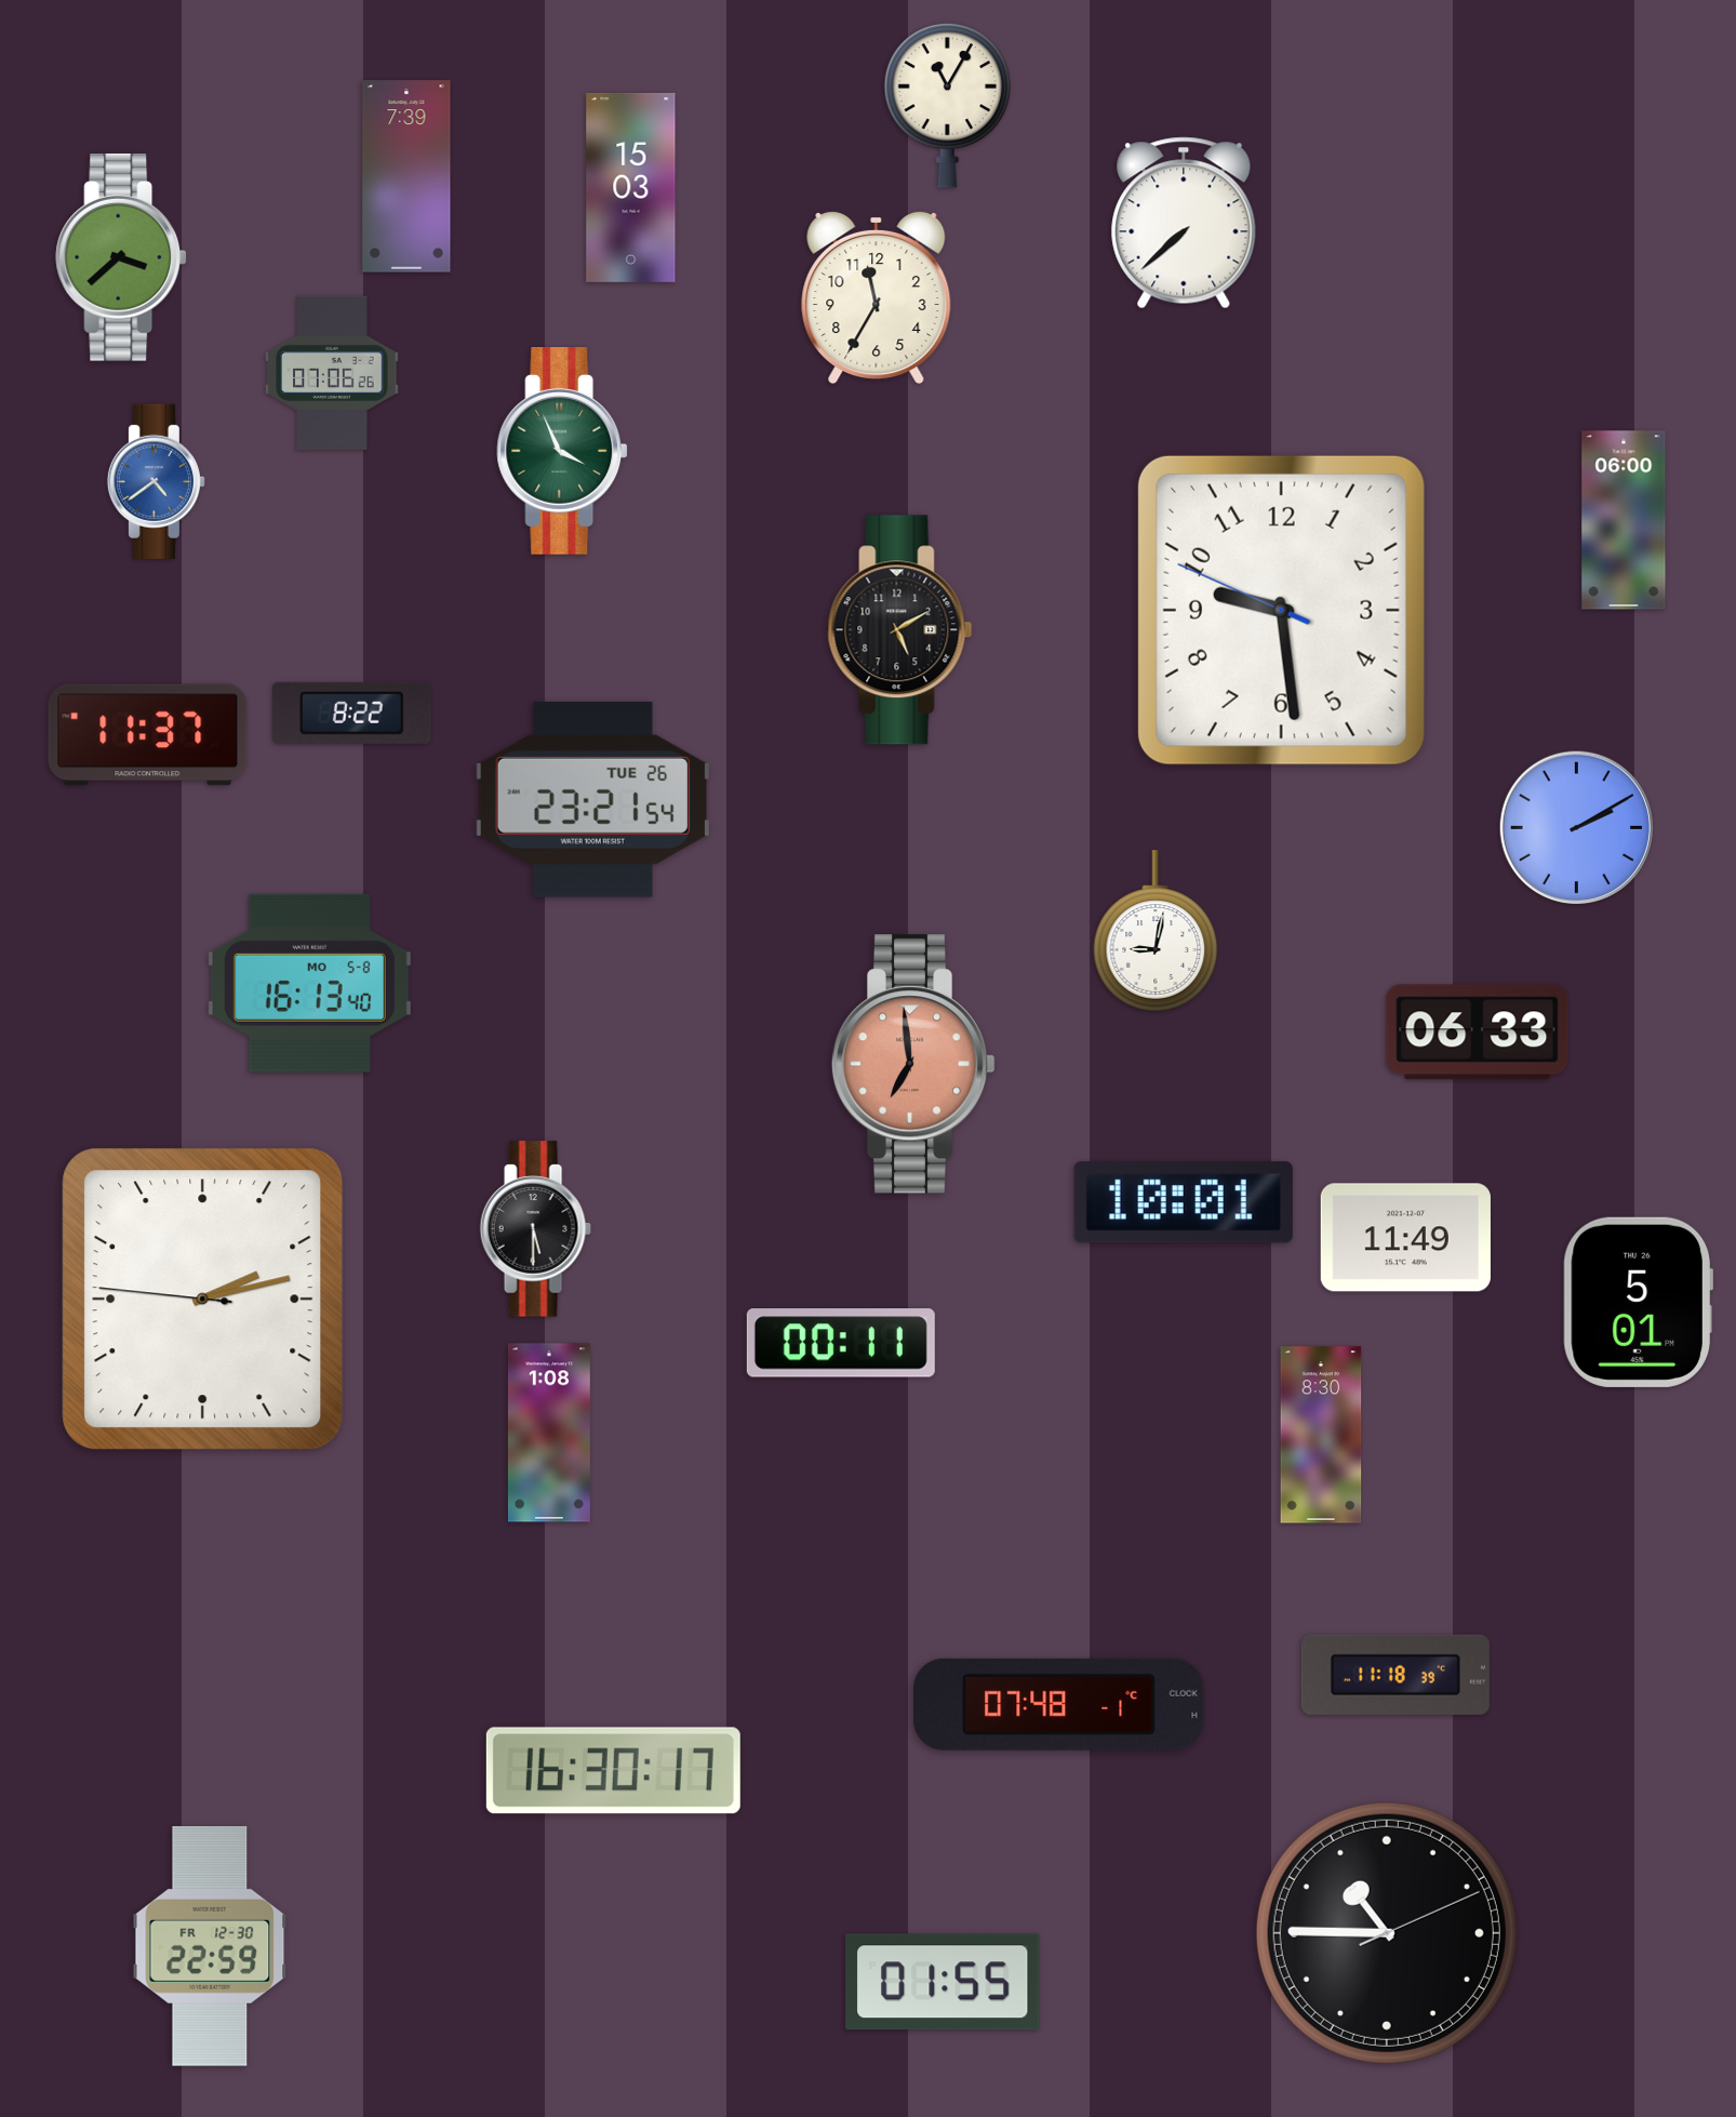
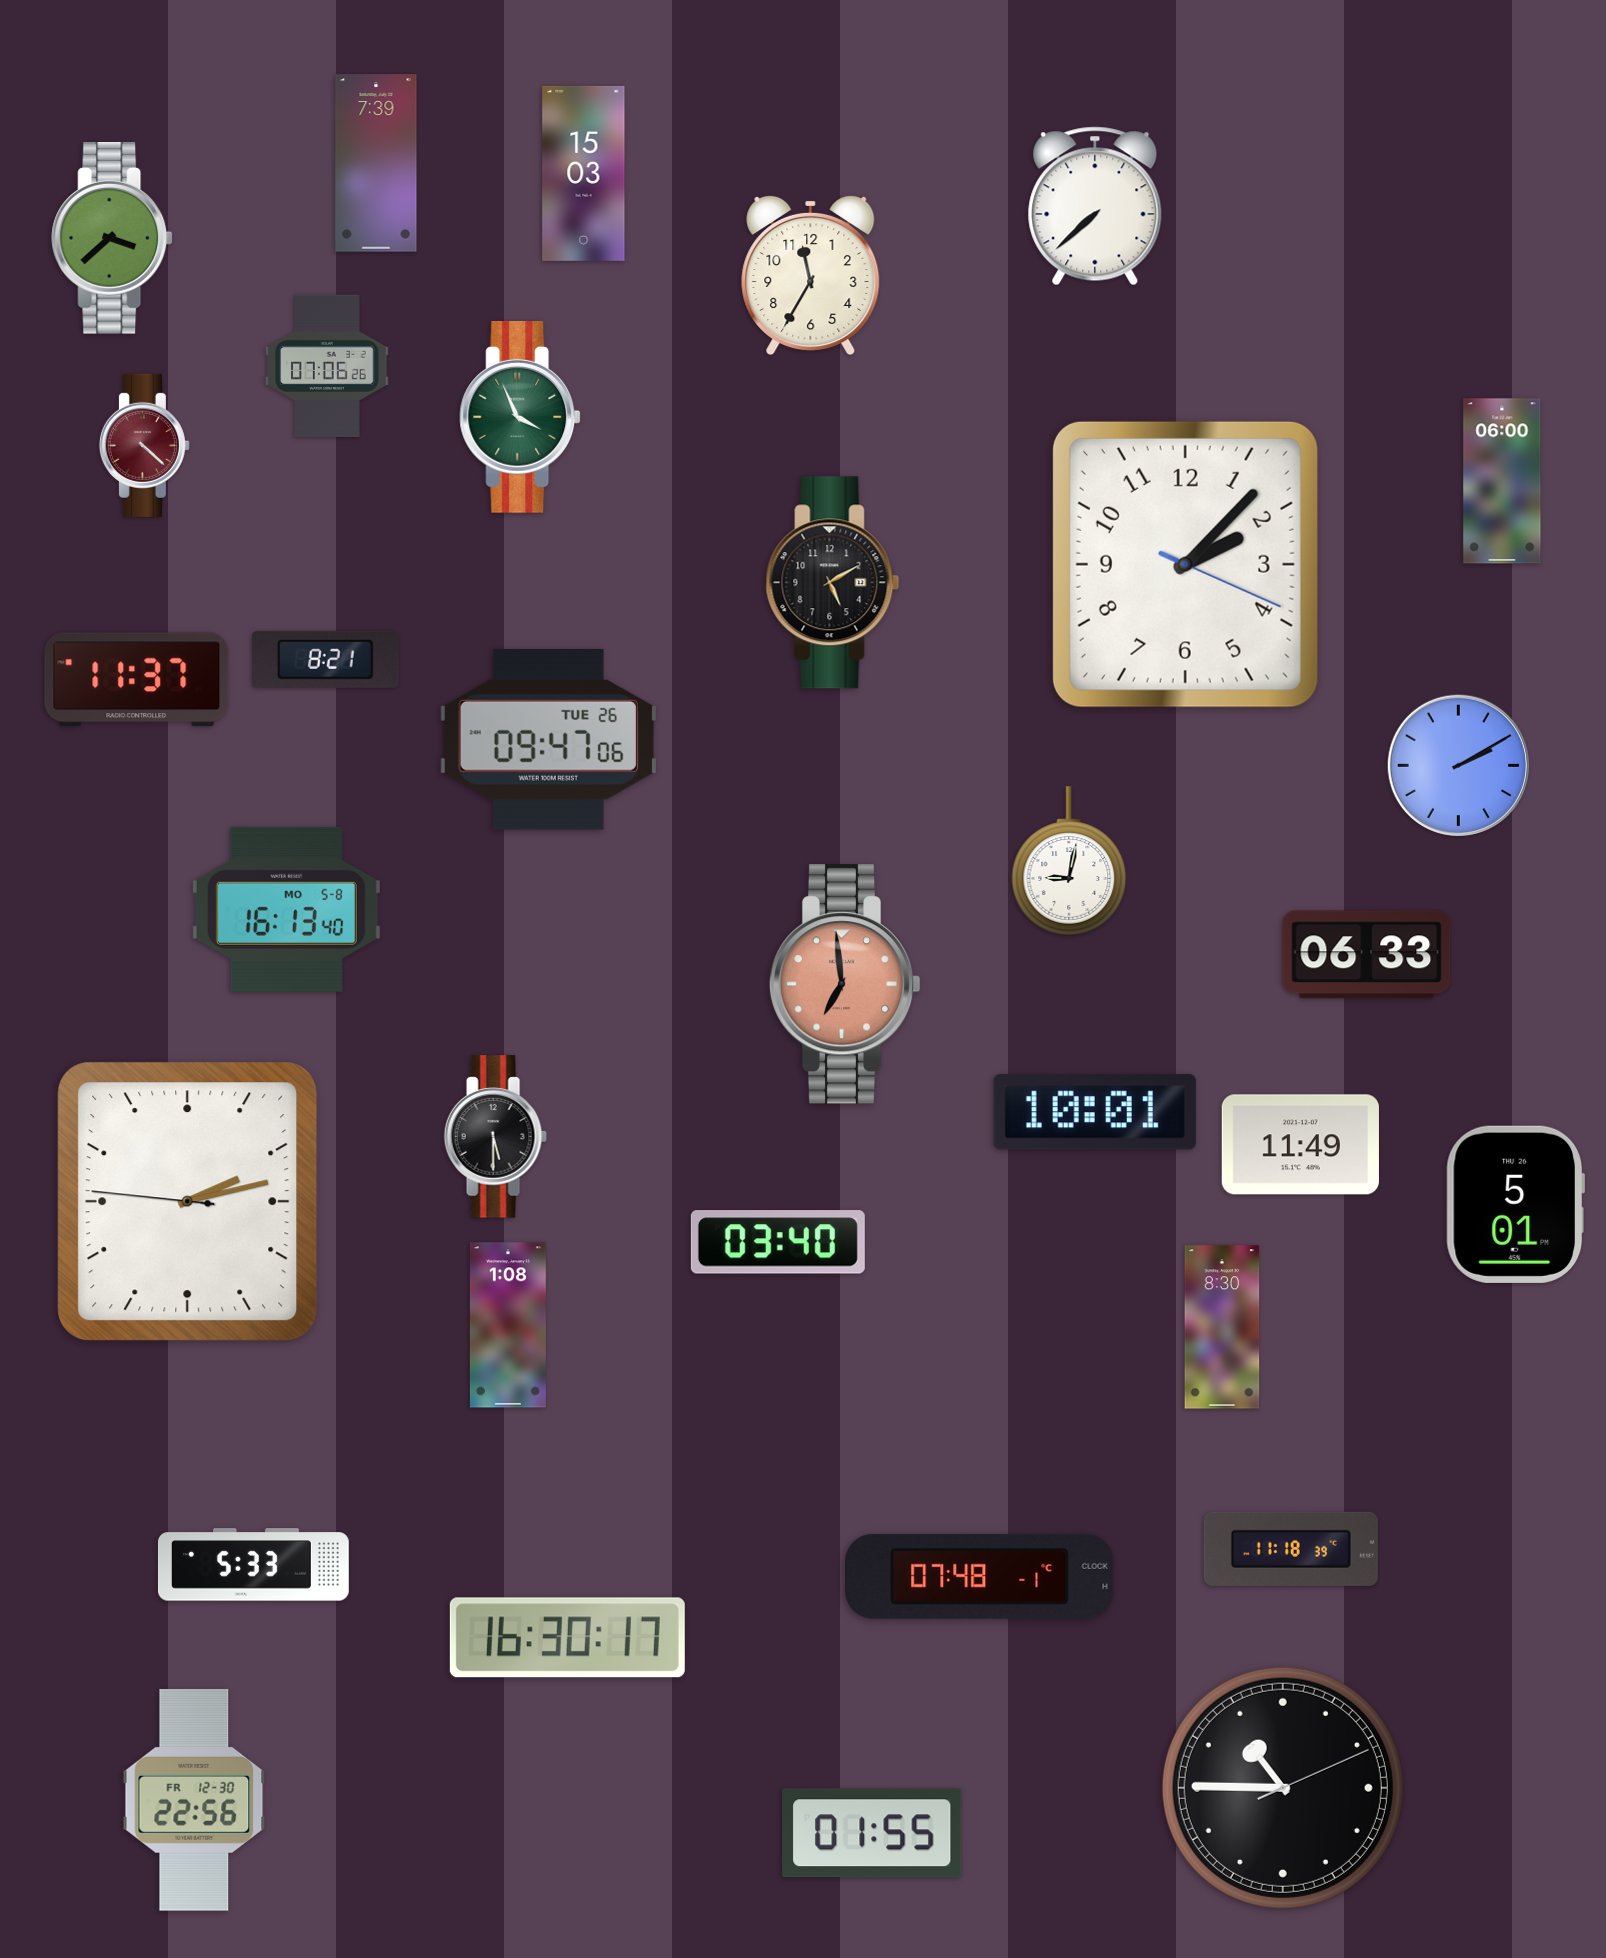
clock at (947, 105): 11:05 -> none
clock at (332, 373) position: (332, 373) -> (327, 366)
clock at (156, 481): 4:39 -> 4:22
clock at (156, 481) dial: blue -> burgundy
clock at (1281, 610): 9:28 -> 2:07
clock at (352, 713): 8:22 -> 8:21
clock at (592, 799): 23:21 -> 09:47
clock at (841, 1343): 00:11 -> 03:40
clock at (253, 1565): none -> 5:33
clock at (210, 1946): 22:59 -> 22:56
